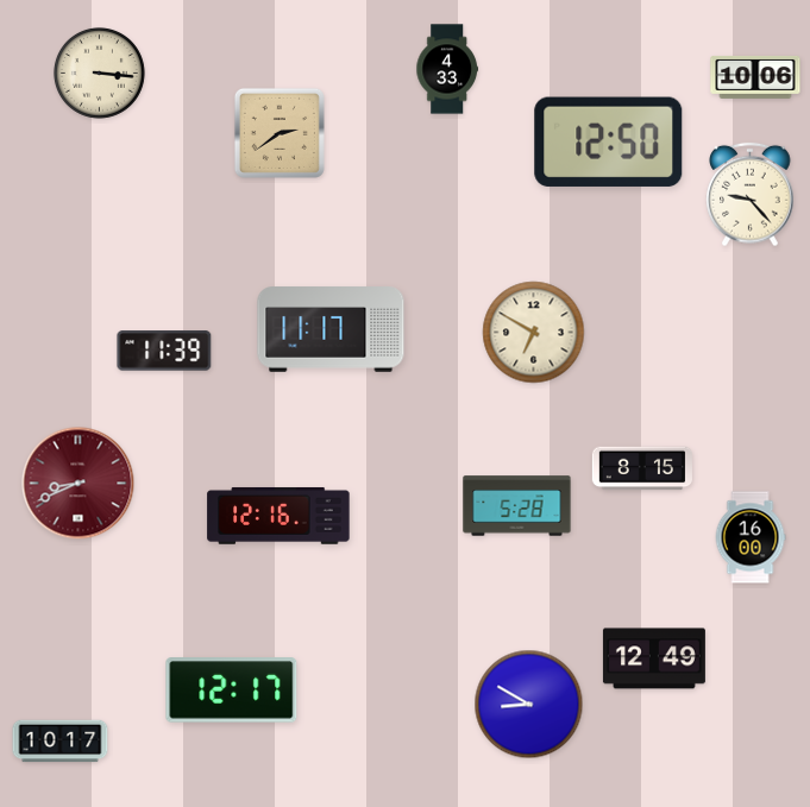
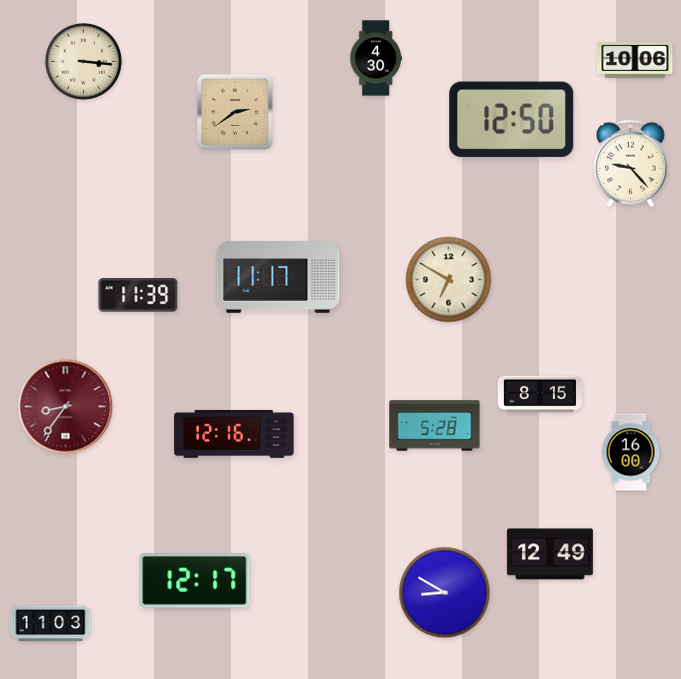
clock at (447, 69): 4:33 -> 4:30
clock at (755, 77) position: (755, 77) -> (635, 60)
clock at (79, 484): 8:41 -> 8:36
clock at (61, 742): 10:17 -> 11:03
